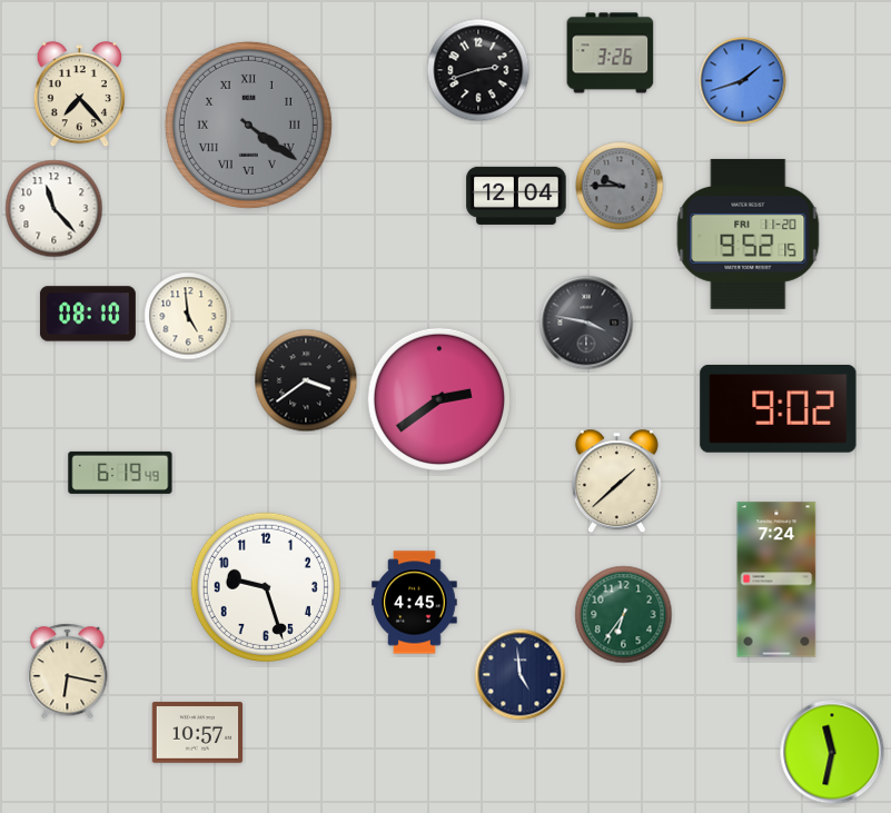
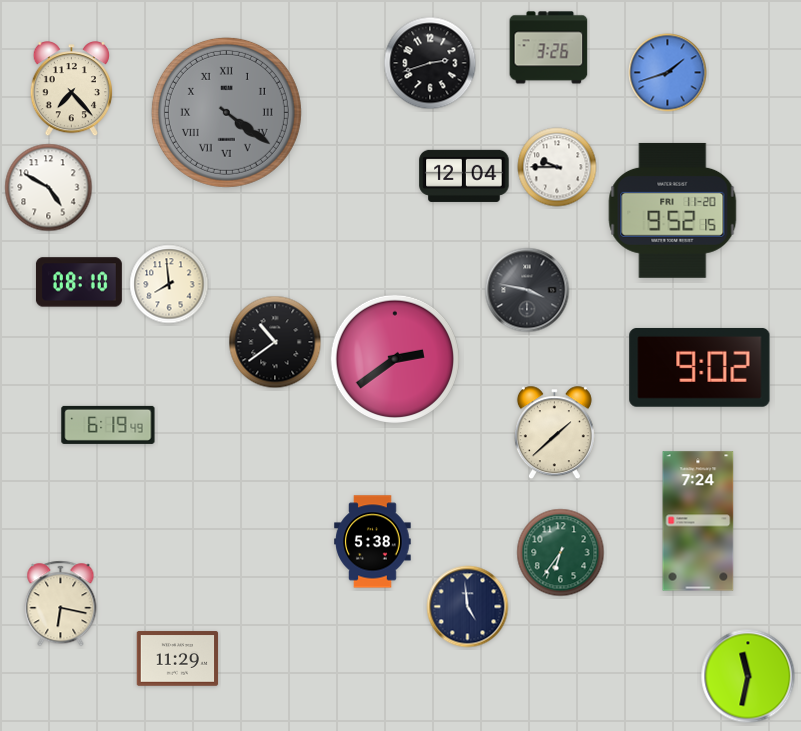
clock at (79, 95) position: (79, 95) -> (71, 89)
clock at (248, 125) position: (248, 125) -> (226, 112)
clock at (620, 186) dial: grey -> white
clock at (55, 209): 11:23 -> 4:50
clock at (188, 316): 4:59 -> 7:59
clock at (306, 380): 3:39 -> 10:39
clock at (266, 587): 9:27 -> none
clock at (415, 603): 4:45 -> 5:38
clock at (198, 733): 10:57 -> 11:29
